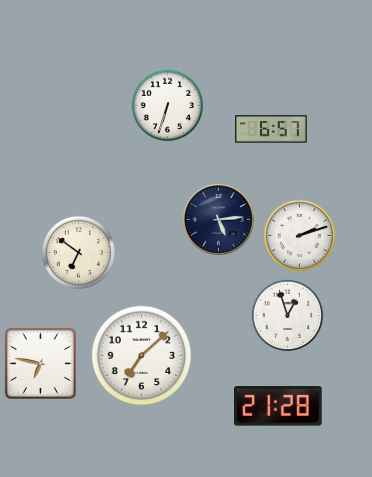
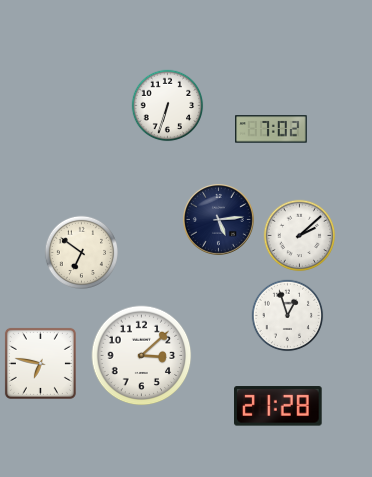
clock at (271, 129): 6:57 -> 7:02
clock at (300, 236): 2:12 -> 2:08
clock at (78, 252) position: (78, 252) -> (81, 252)
clock at (142, 356): 7:08 -> 3:08
